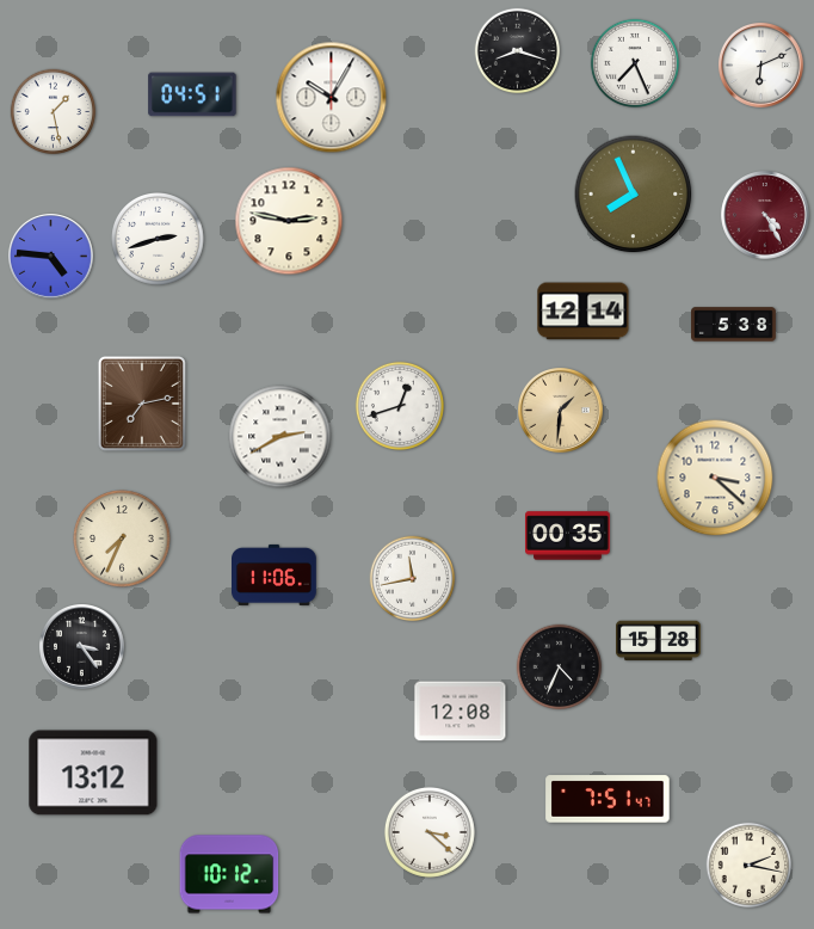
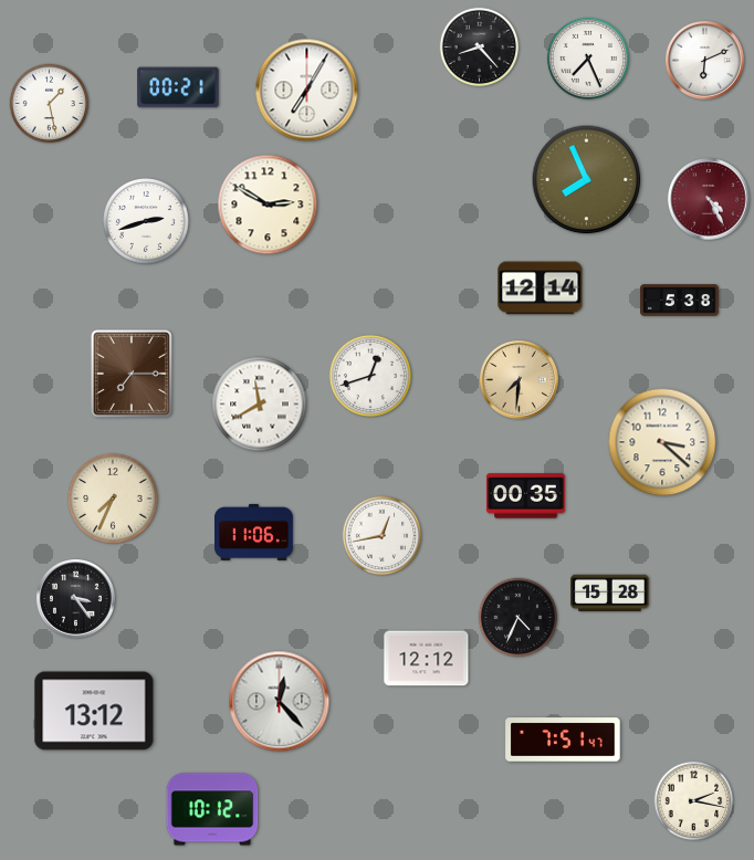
clock at (518, 51): 8:18 -> 8:23
clock at (192, 94): 04:51 -> 00:21
clock at (332, 98): 10:05 -> 7:05
clock at (289, 221): 2:47 -> 2:50
clock at (51, 257): 4:46 -> none
clock at (142, 404): 7:13 -> 7:15
clock at (561, 411): 1:31 -> 7:31
clock at (280, 437): 2:40 -> 11:40
clock at (413, 579): 11:43 -> 12:43
clock at (461, 712): 12:08 -> 12:12
clock at (280, 702): none -> 12:23
clock at (93, 773) position: (93, 773) -> (94, 711)
clock at (430, 832): 3:22 -> none
